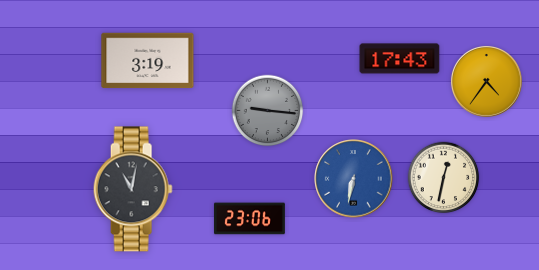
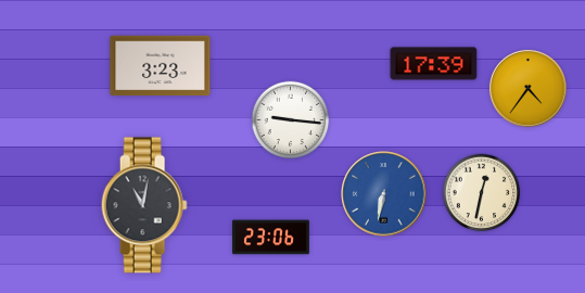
clock at (400, 59): 17:43 -> 17:39
clock at (148, 61): 3:19 -> 3:23
clock at (268, 111) dial: grey -> white
